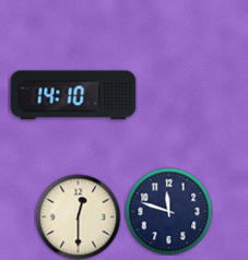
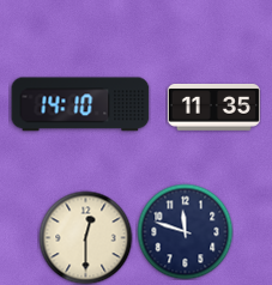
clock at (213, 107): none -> 11:35
